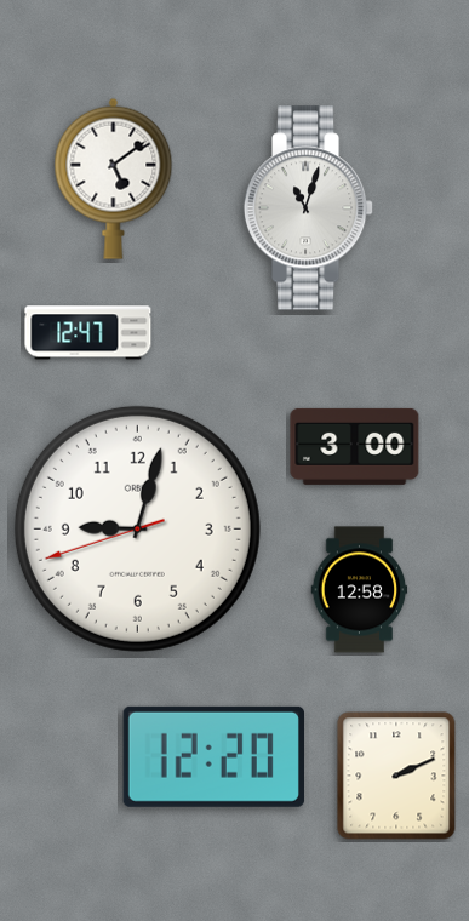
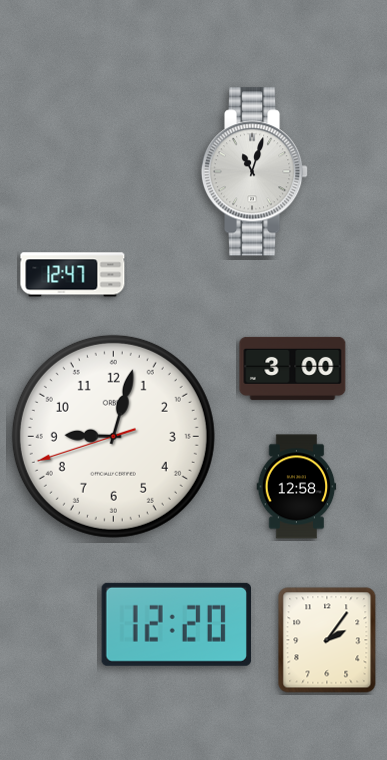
clock at (114, 178): 5:09 -> none
clock at (396, 776): 2:11 -> 2:06
